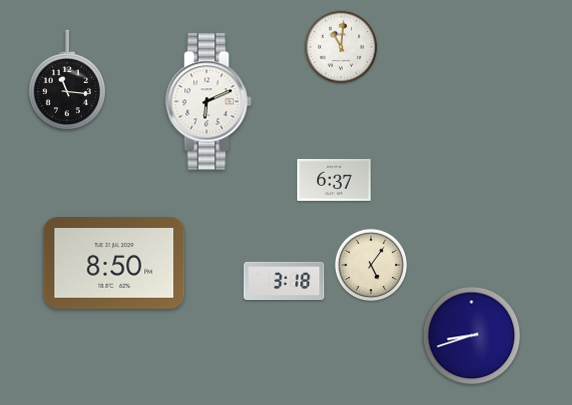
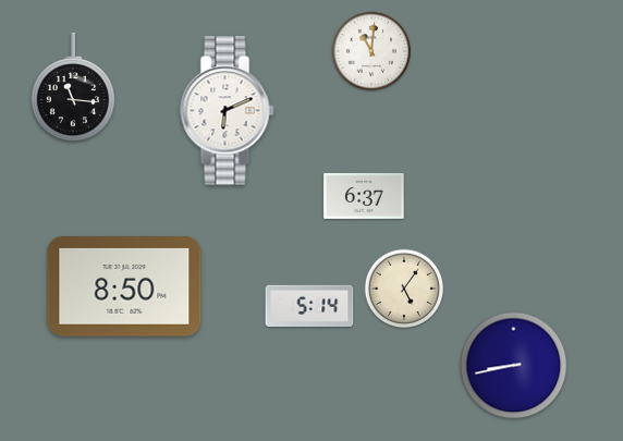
clock at (284, 280): 3:18 -> 5:14
clock at (472, 336): 8:42 -> 8:43
